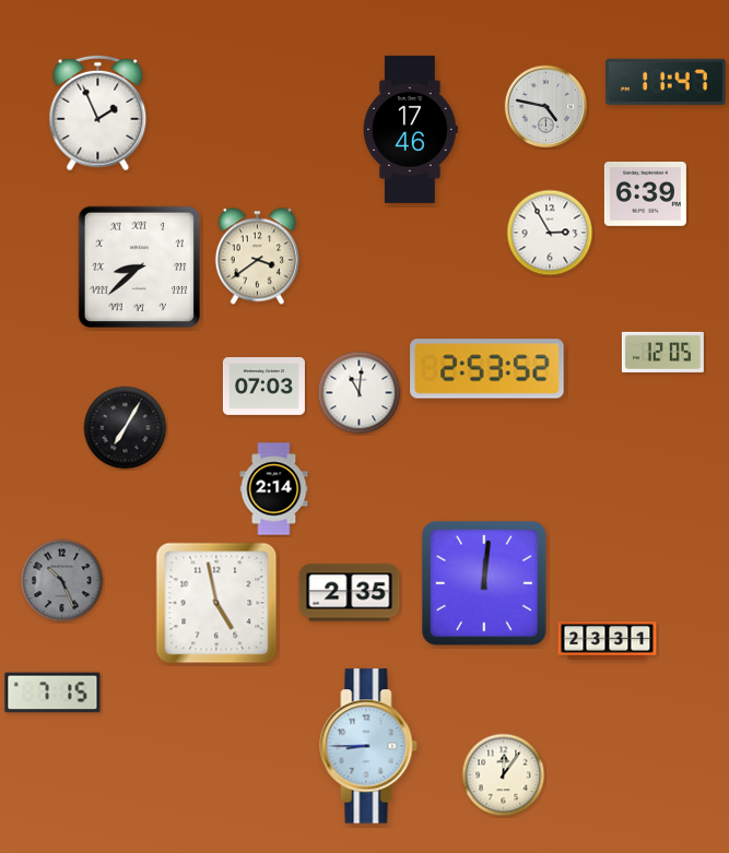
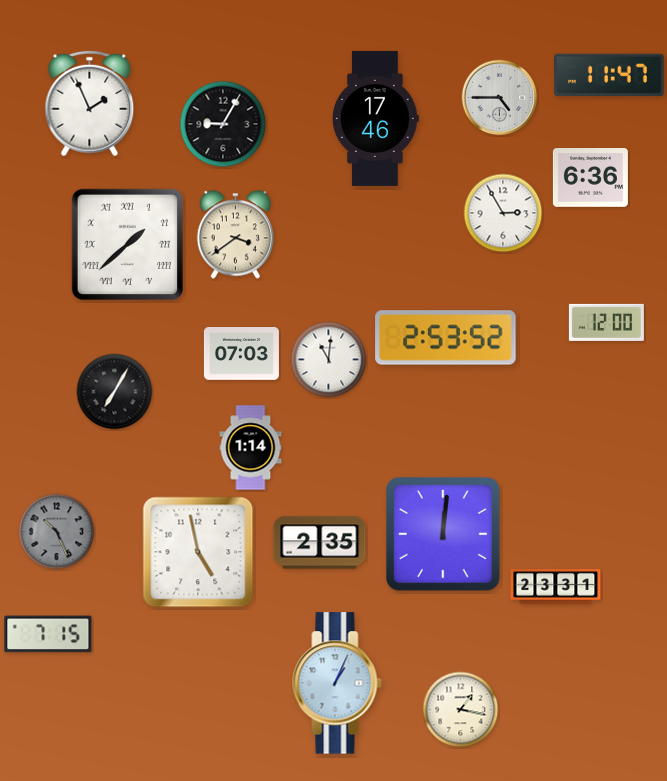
clock at (546, 107): 4:47 -> 4:45
clock at (223, 124): none -> 9:05
clock at (645, 194): 6:39 -> 6:36
clock at (140, 268): 8:38 -> 1:38
clock at (662, 352): 12:05 -> 12:00
clock at (274, 489): 2:14 -> 1:14
clock at (368, 746): 8:45 -> 1:04
clock at (504, 775): 12:06 -> 1:17
